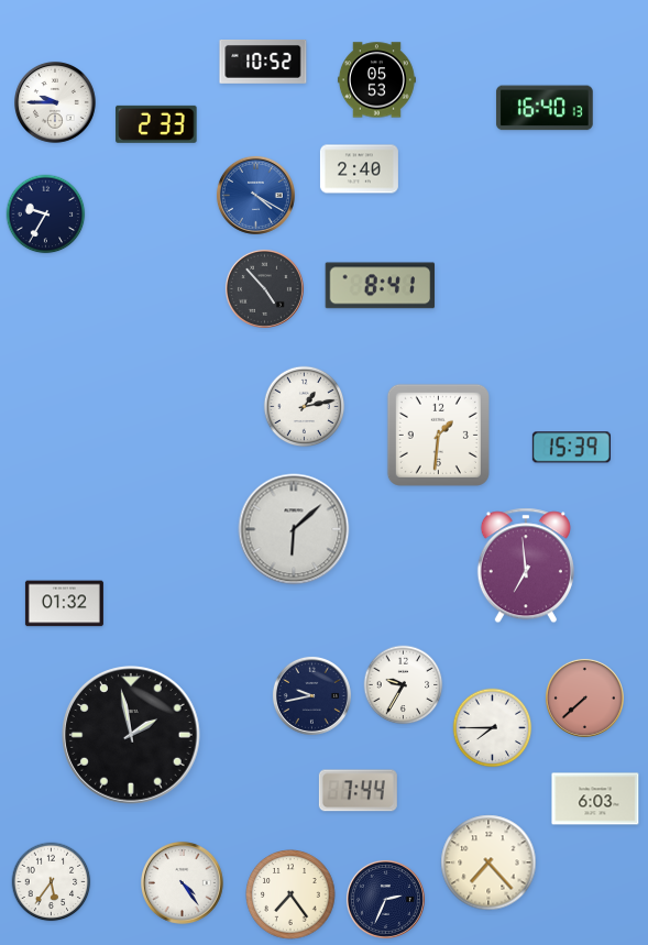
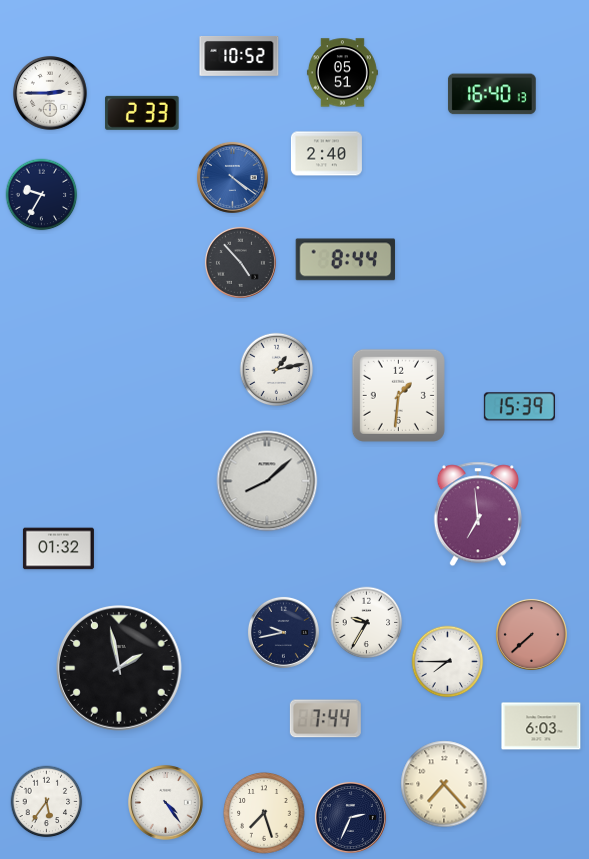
clock at (376, 80): 05:53 -> 05:51
clock at (56, 103): 9:45 -> 2:45
clock at (545, 108) position: (545, 108) -> (492, 94)
clock at (255, 195): 4:20 -> 4:21
clock at (381, 286): 8:41 -> 8:44
clock at (294, 529): 6:08 -> 8:08
clock at (290, 894): 7:24 -> 7:27
